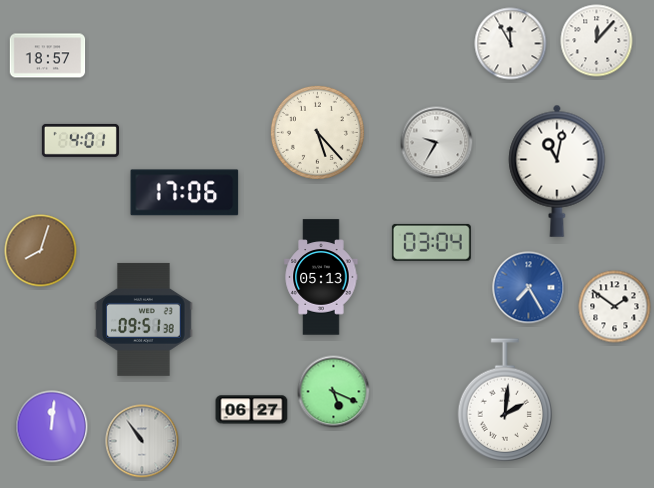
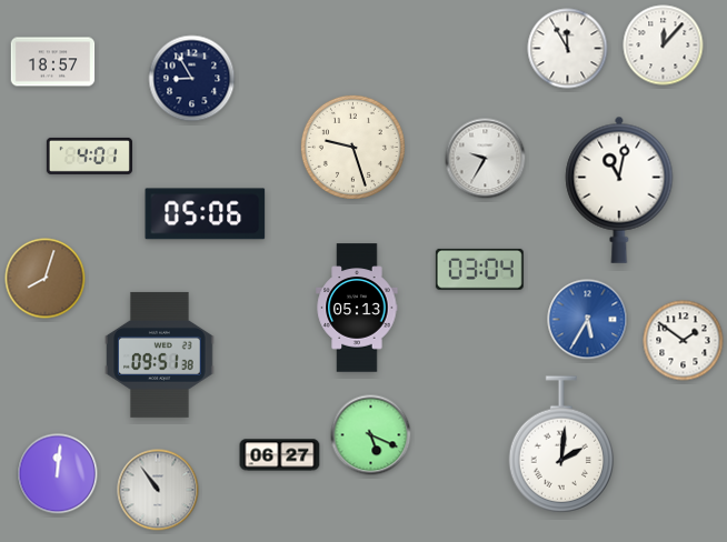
clock at (192, 79): none -> 8:55
clock at (317, 132): 5:23 -> 9:27
clock at (185, 193): 17:06 -> 05:06
clock at (529, 288): 7:25 -> 5:35
